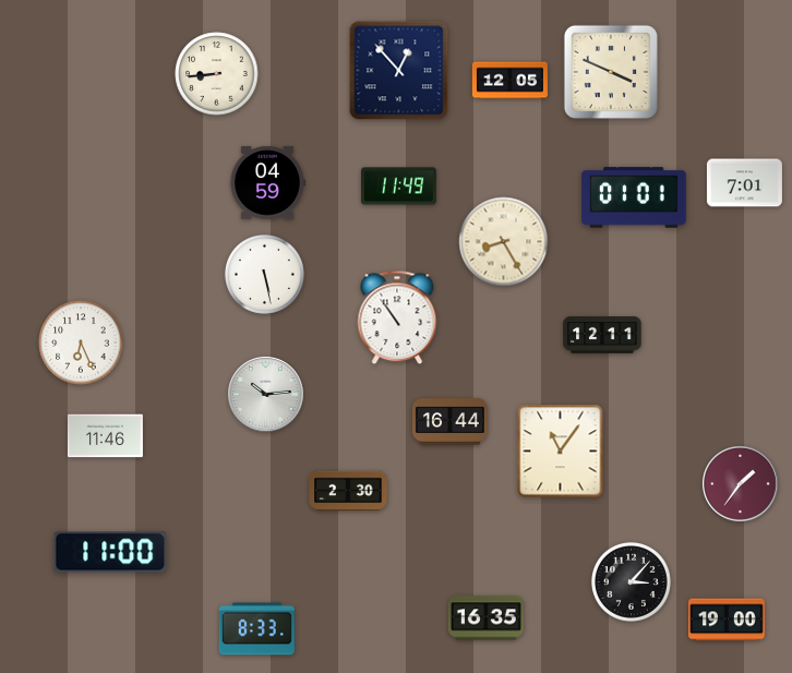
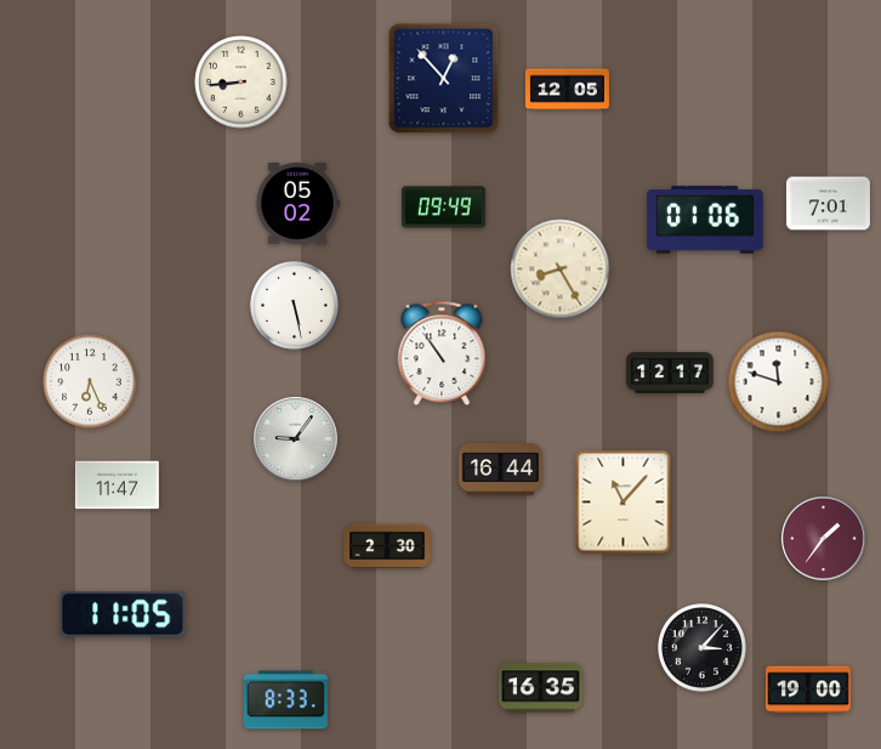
clock at (611, 72): 3:49 -> none
clock at (267, 183): 04:59 -> 05:02
clock at (398, 187): 11:49 -> 09:49
clock at (634, 197): 01:01 -> 01:06
clock at (602, 335): 12:11 -> 12:17
clock at (779, 382): none -> 11:48
clock at (266, 395): 10:14 -> 9:06
clock at (105, 436): 11:46 -> 11:47
clock at (561, 452): 11:06 -> 11:07
clock at (110, 552): 11:00 -> 11:05
